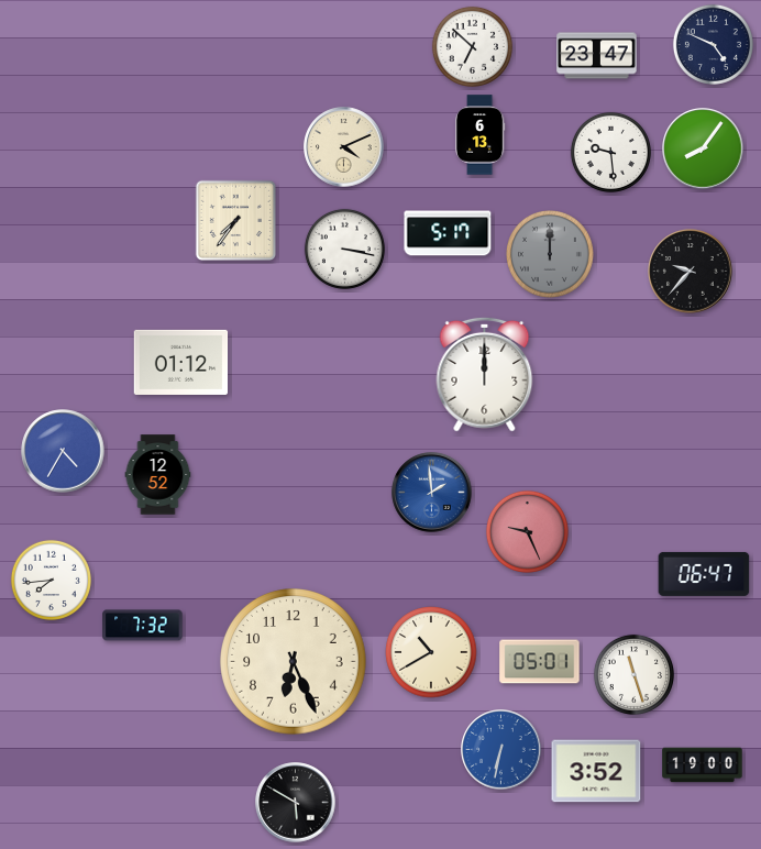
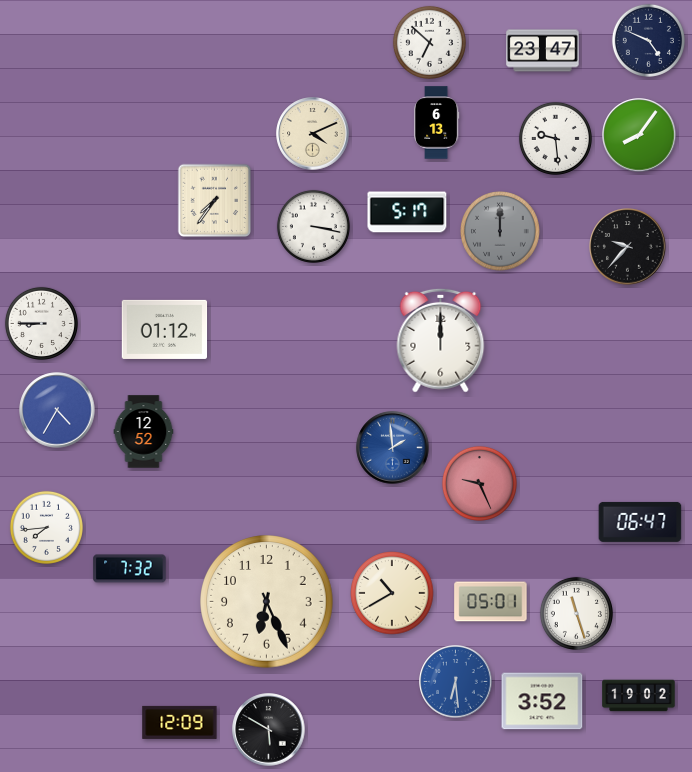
clock at (41, 323): none -> 8:45
clock at (501, 750): 6:32 -> 6:29
clock at (703, 765): 19:00 -> 19:02
clock at (180, 722): none -> 12:09
